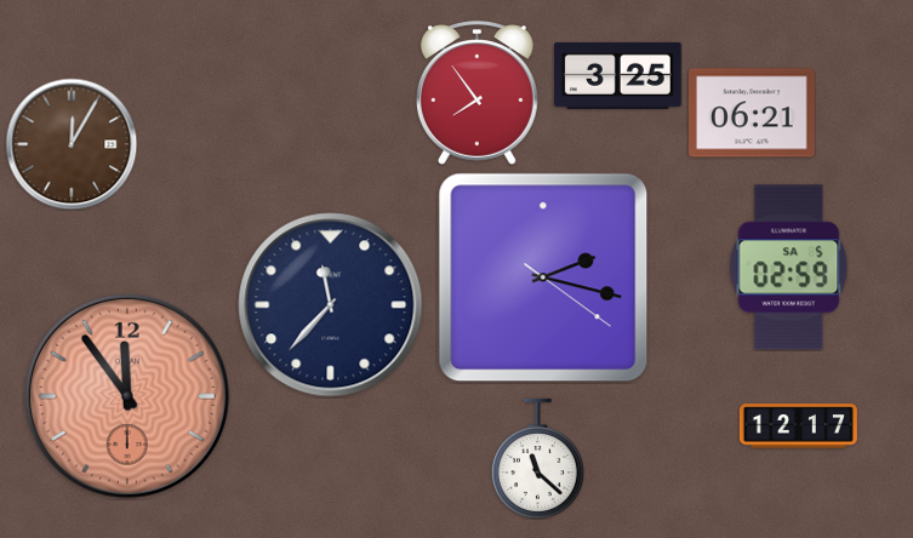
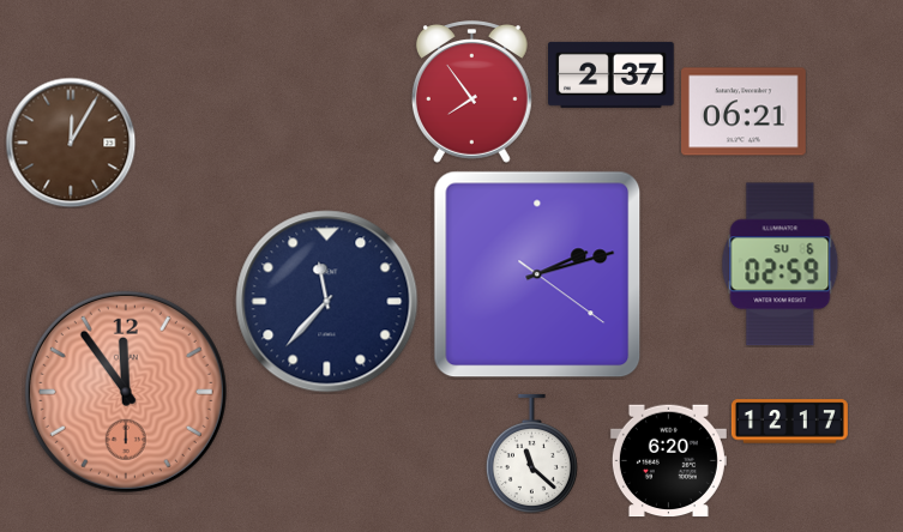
clock at (618, 75): 3:25 -> 2:37
clock at (789, 268) date: SA 5 -> SU 6
clock at (543, 277): 2:17 -> 2:12
clock at (668, 461): none -> 6:20
